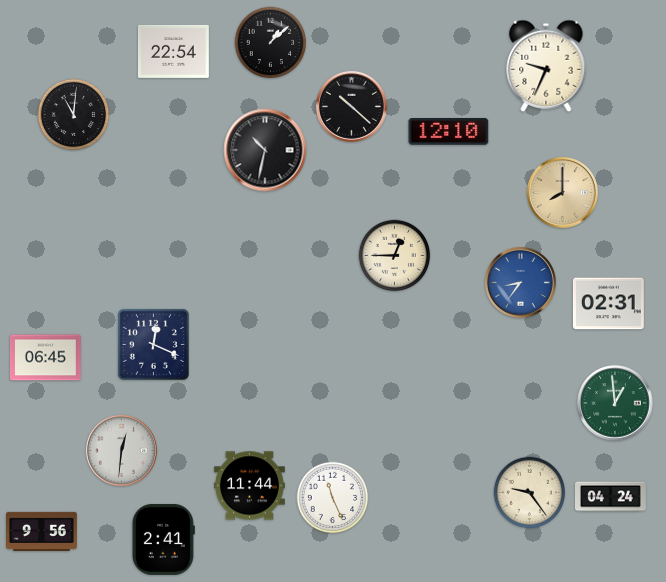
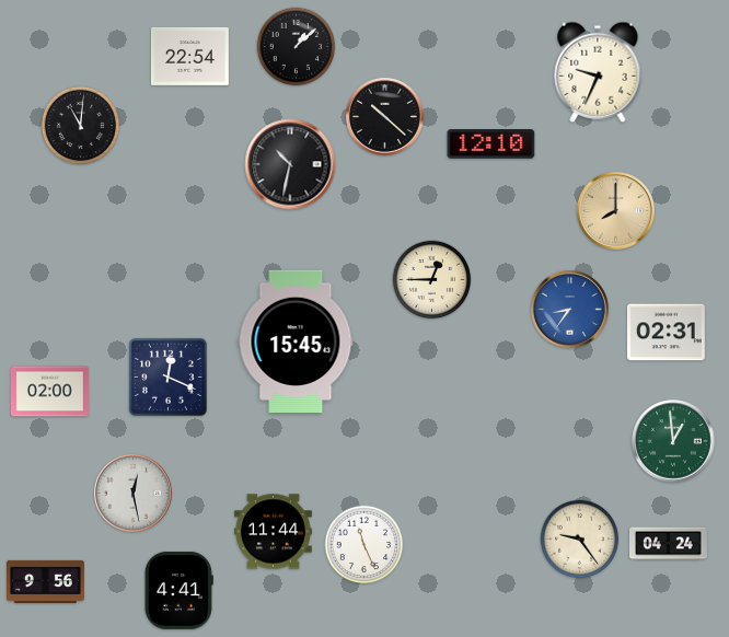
clock at (296, 340): none -> 15:45
clock at (46, 358): 06:45 -> 02:00
clock at (122, 451): 12:31 -> 12:28
clock at (163, 539): 2:41 -> 4:41
